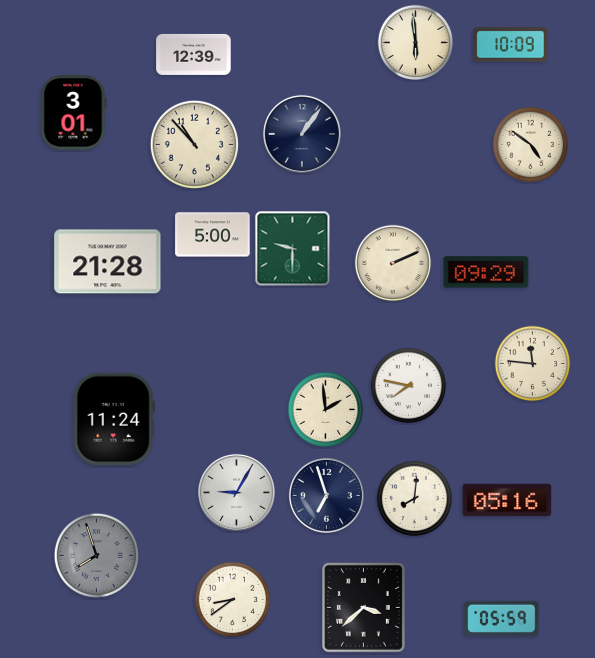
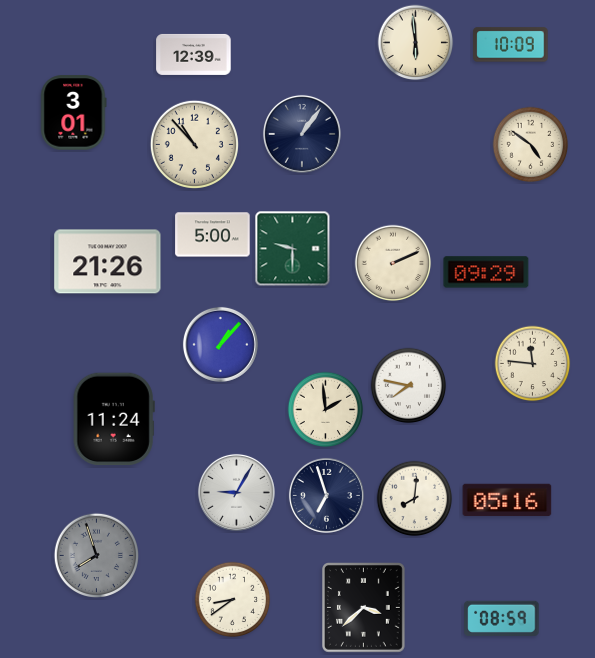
clock at (108, 262): 21:28 -> 21:26
clock at (220, 344): none -> 1:07
clock at (502, 618): 05:59 -> 08:59
